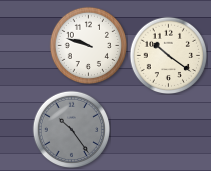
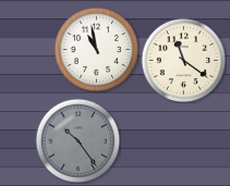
clock at (88, 45): 9:48 -> 10:58
clock at (168, 55): 10:21 -> 11:21
